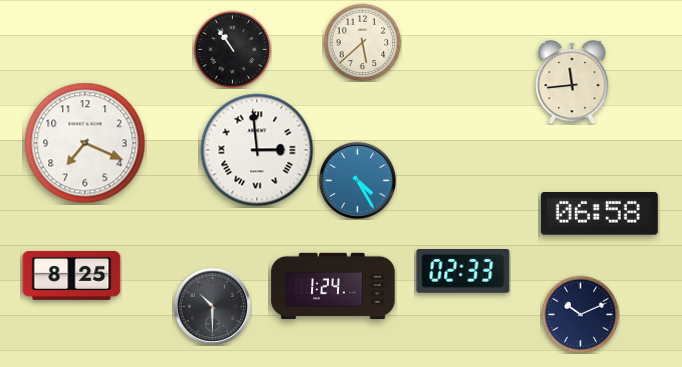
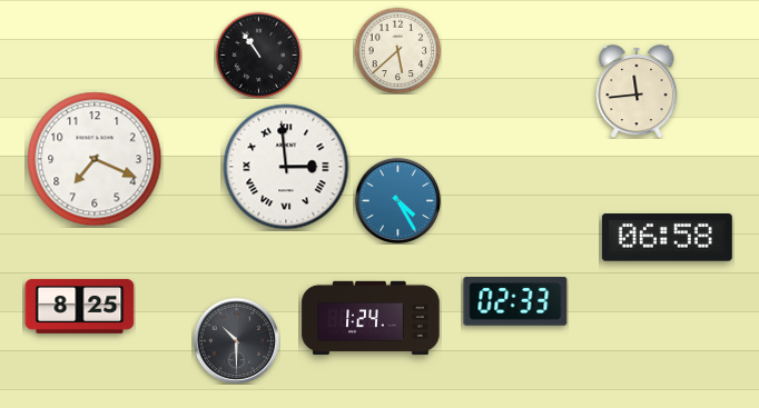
clock at (362, 42) position: (362, 42) -> (397, 50)
clock at (580, 314): 10:11 -> none
